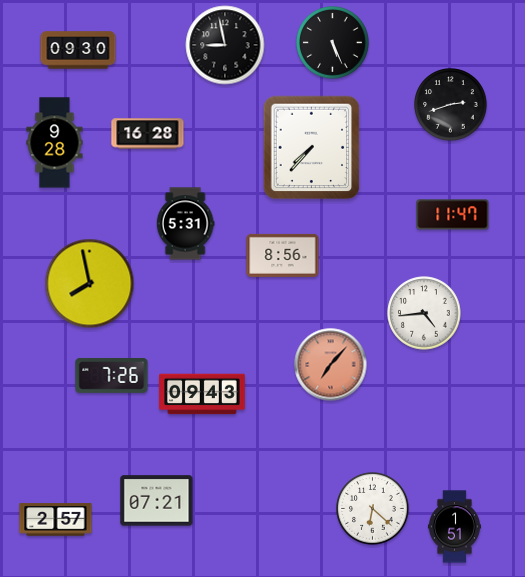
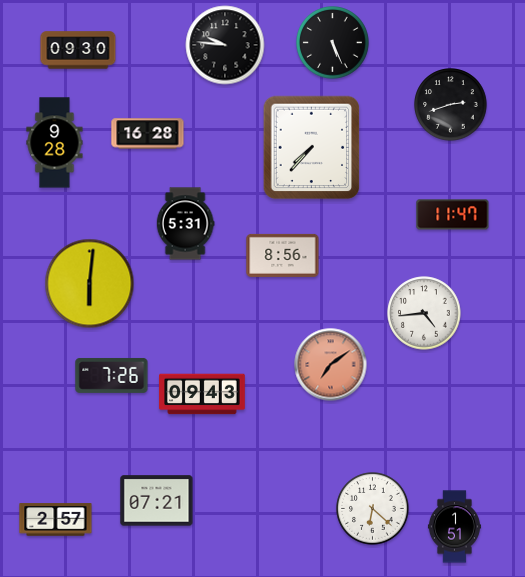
clock at (225, 45): 8:58 -> 9:46
clock at (90, 284): 7:58 -> 6:01
clock at (331, 365): 7:07 -> 7:09
